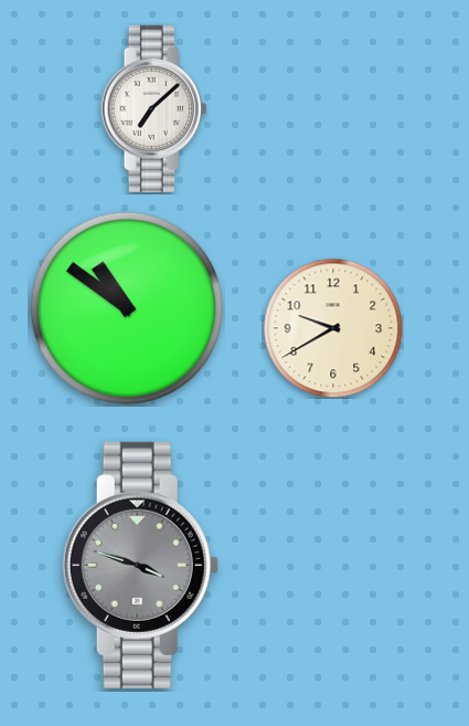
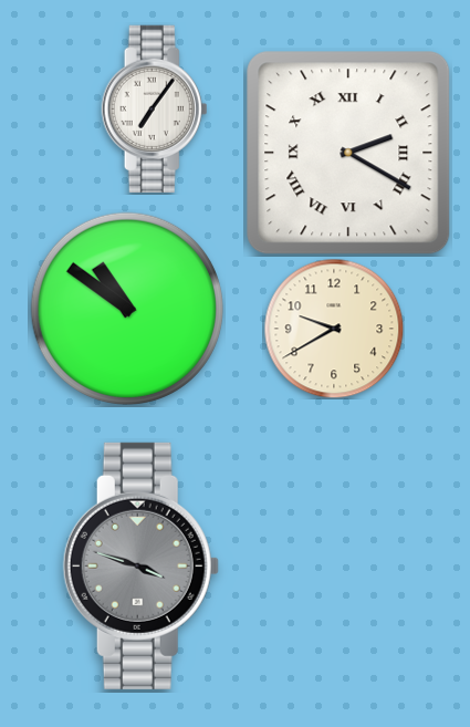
clock at (154, 108): 7:08 -> 7:06
clock at (348, 153): none -> 2:20
